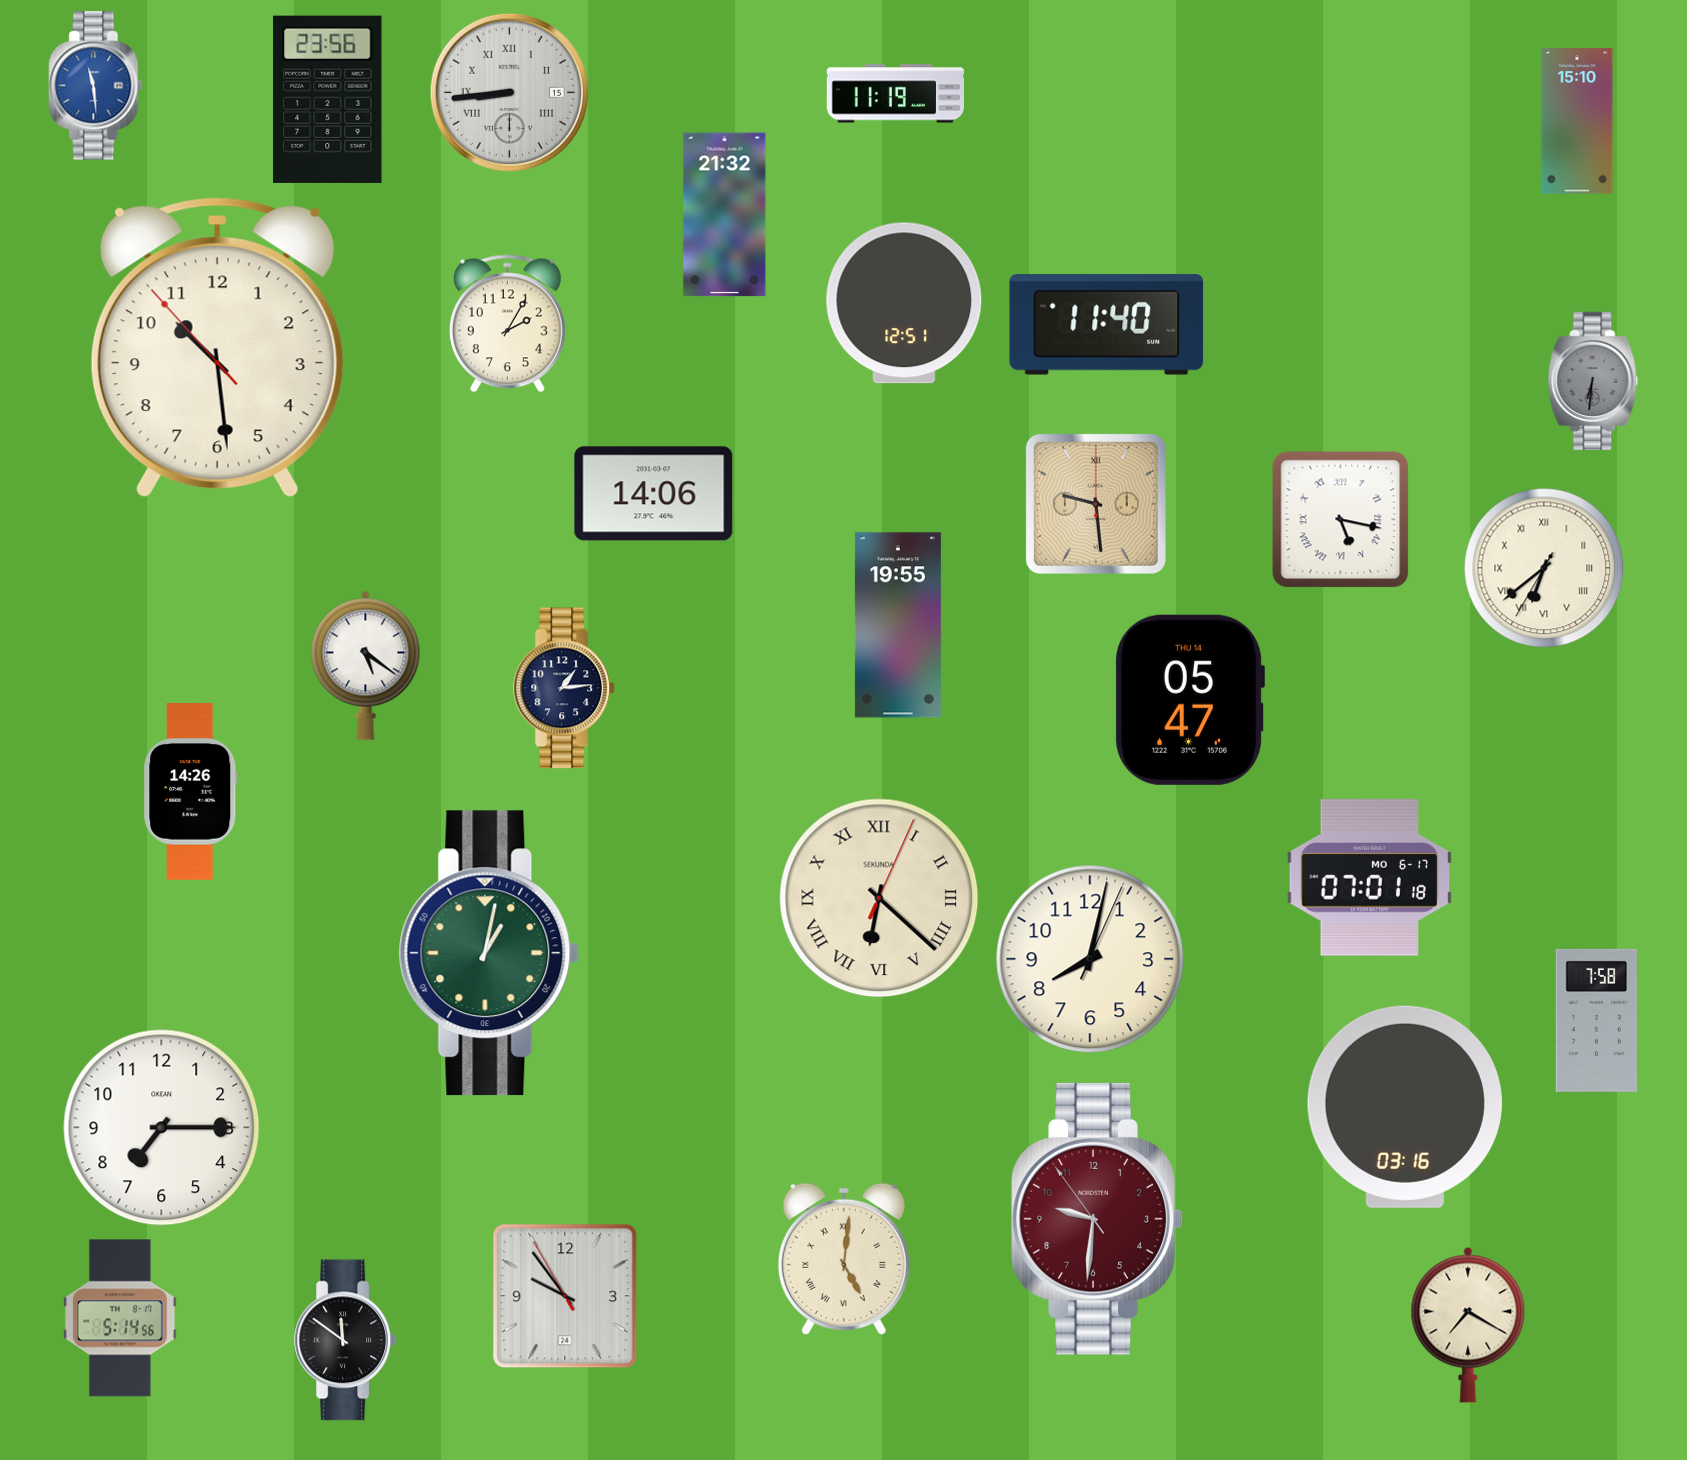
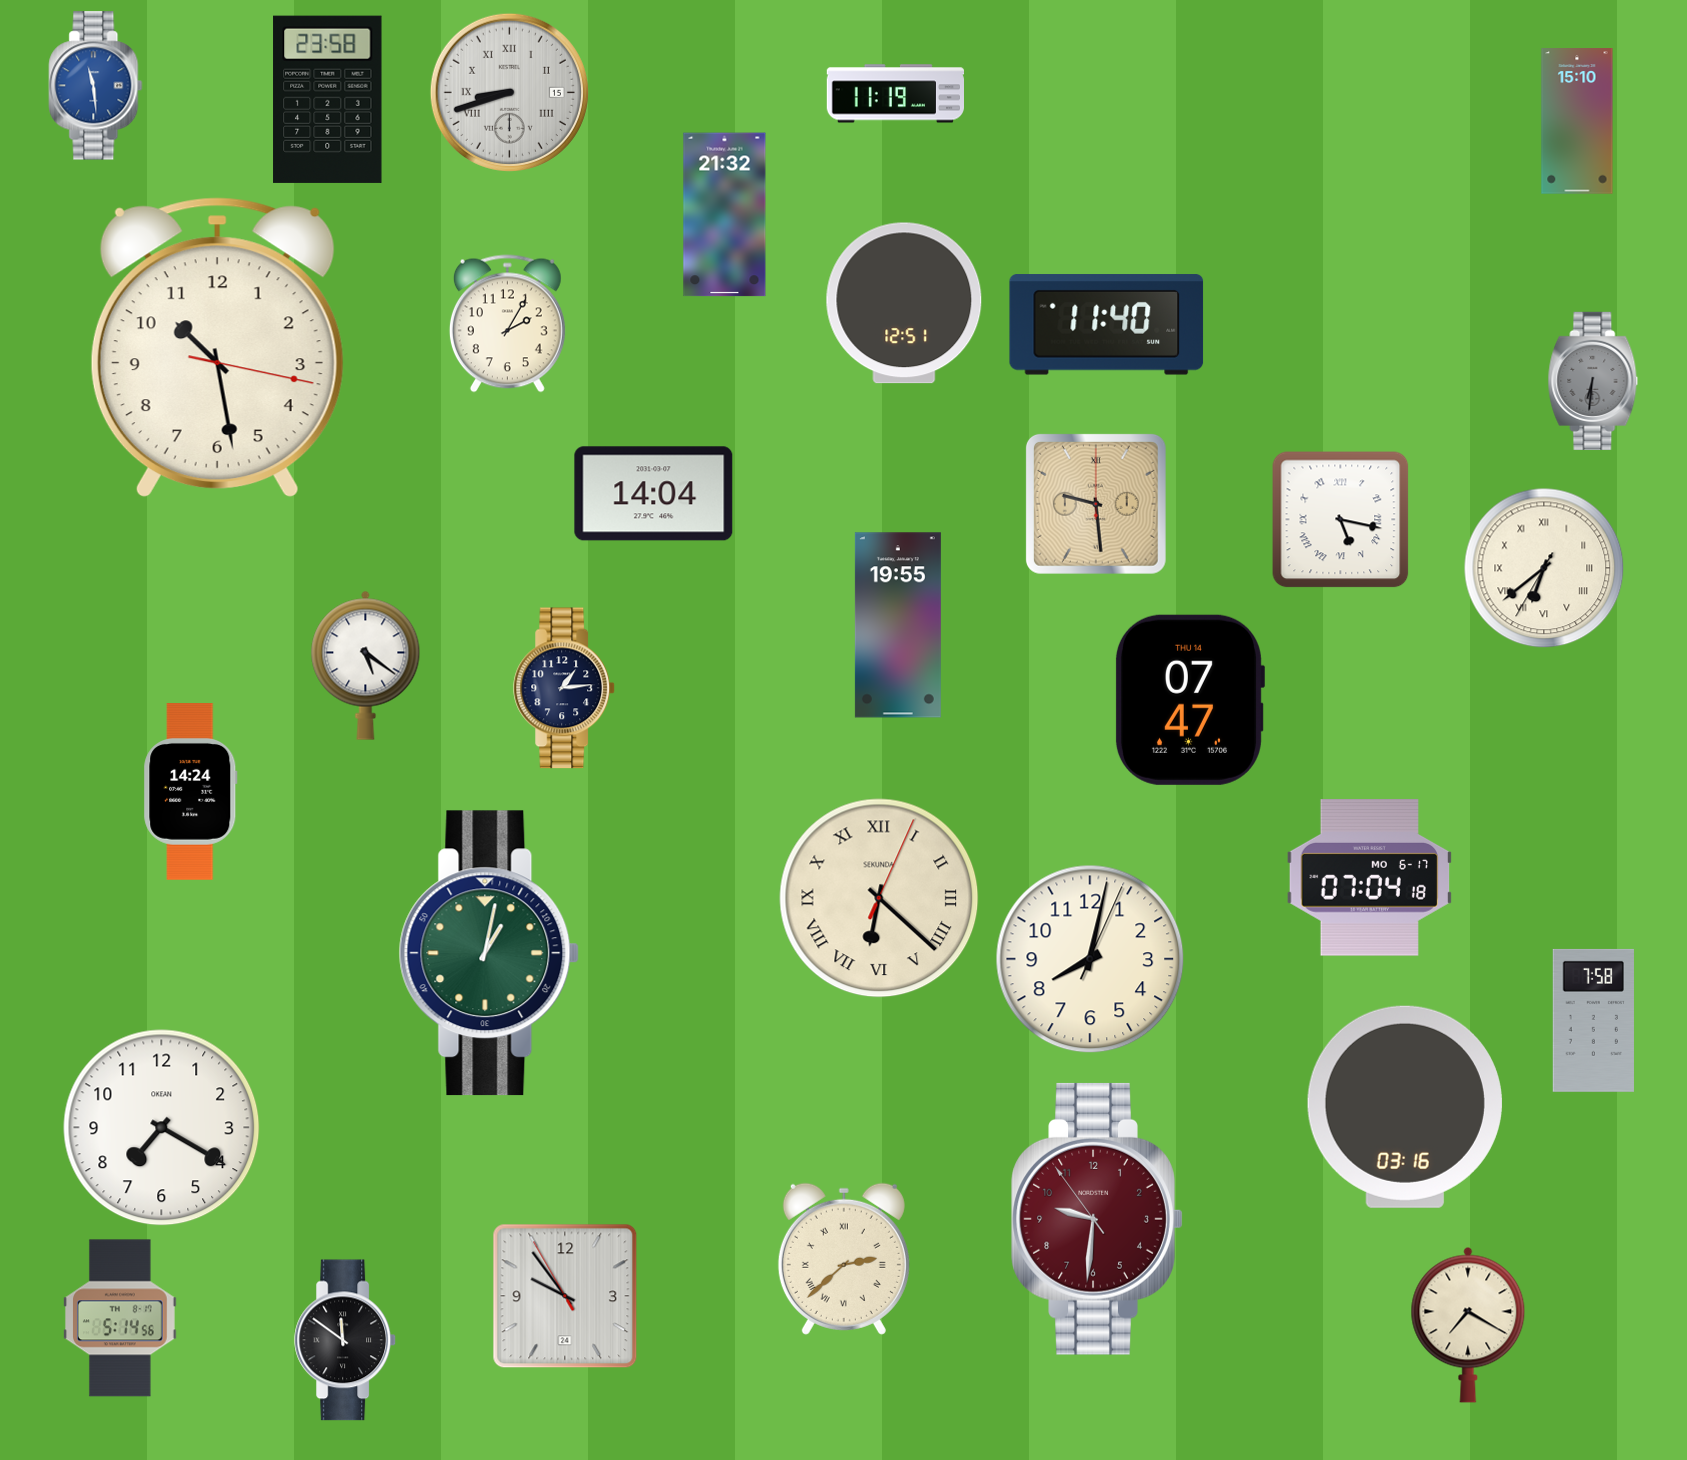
clock at (509, 92): 8:44 -> 8:42
clock at (328, 99): 23:56 -> 23:58
clock at (217, 348): 10:28:53 -> 10:28:17
clock at (654, 494): 14:06 -> 14:04
clock at (1189, 700): 05:47 -> 07:47
clock at (191, 792): 14:26 -> 14:24
clock at (1369, 878): 07:01 -> 07:04
clock at (1596, 1020) position: (1596, 1020) -> (1593, 1020)
clock at (162, 1128): 7:15 -> 7:20
clock at (844, 1259): 5:01 -> 2:38
